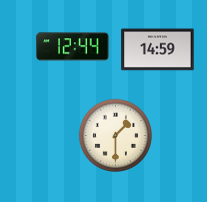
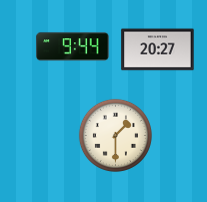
clock at (73, 47): 12:44 -> 9:44
clock at (158, 50): 14:59 -> 20:27
